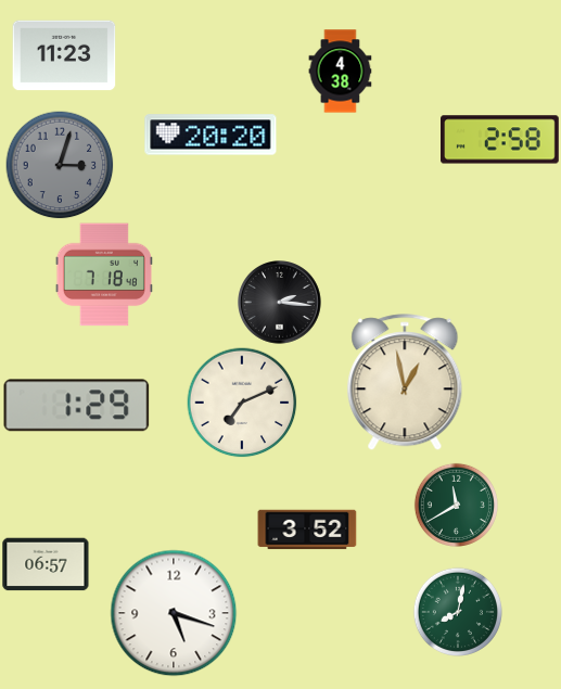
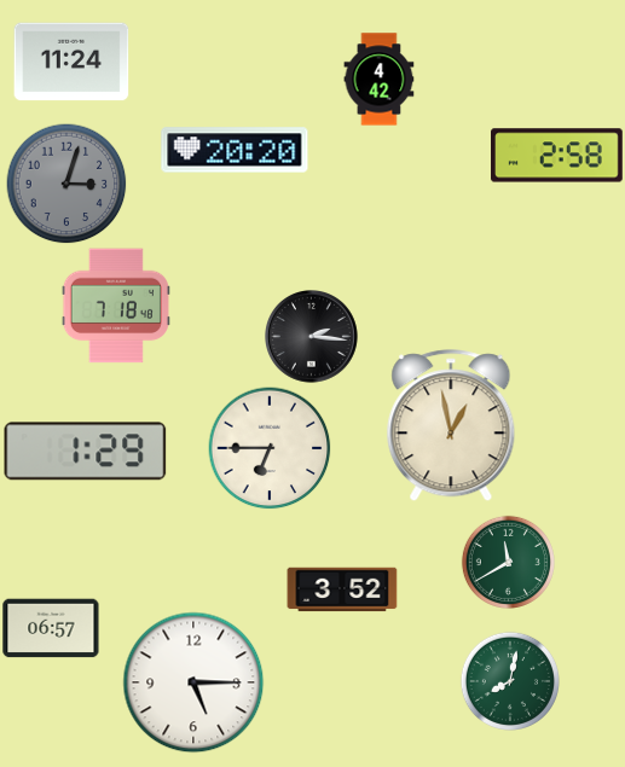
clock at (64, 55): 11:23 -> 11:24
clock at (341, 72): 4:38 -> 4:42
clock at (242, 403): 7:11 -> 6:45
clock at (174, 613): 5:18 -> 5:15
